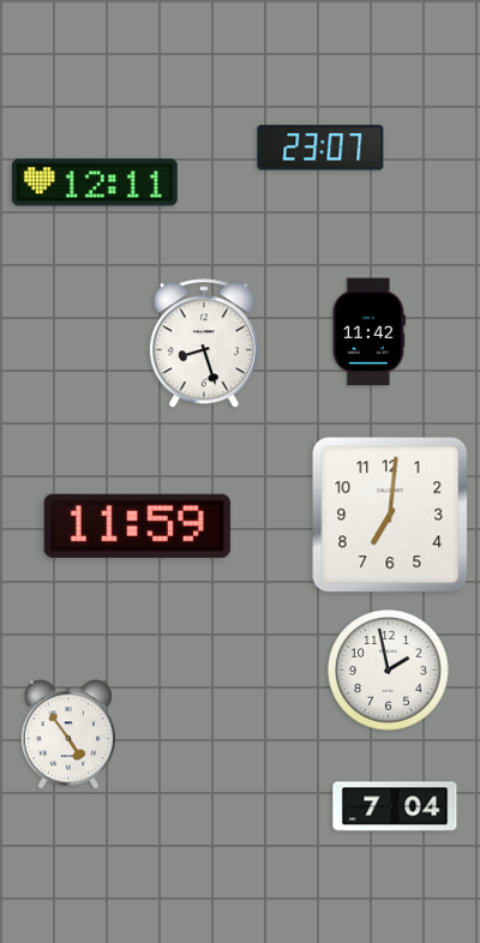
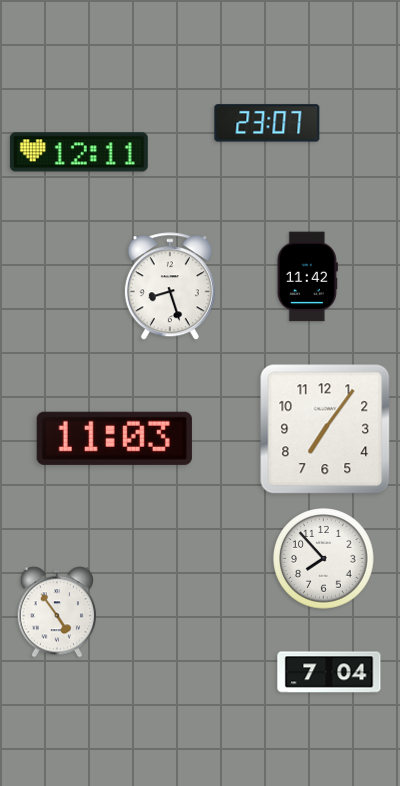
clock at (390, 515): 7:01 -> 7:06
clock at (137, 525): 11:59 -> 11:03
clock at (389, 671): 1:58 -> 7:53
